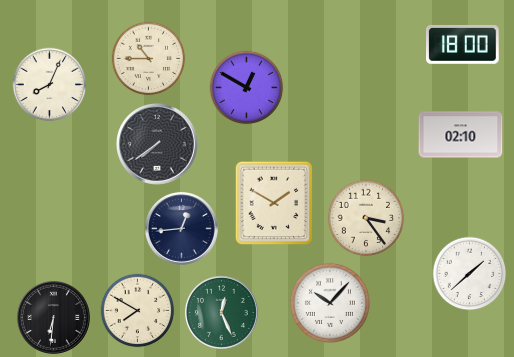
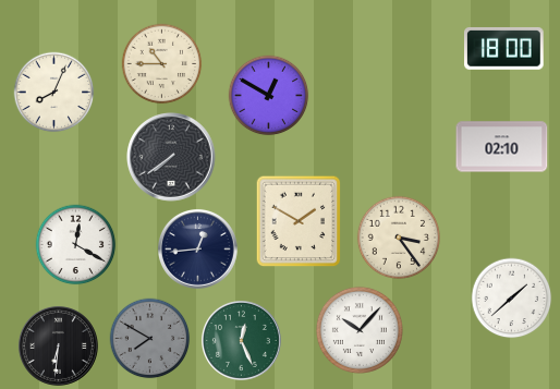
clock at (76, 245): none -> 12:20
clock at (138, 311) dial: cream -> grey
